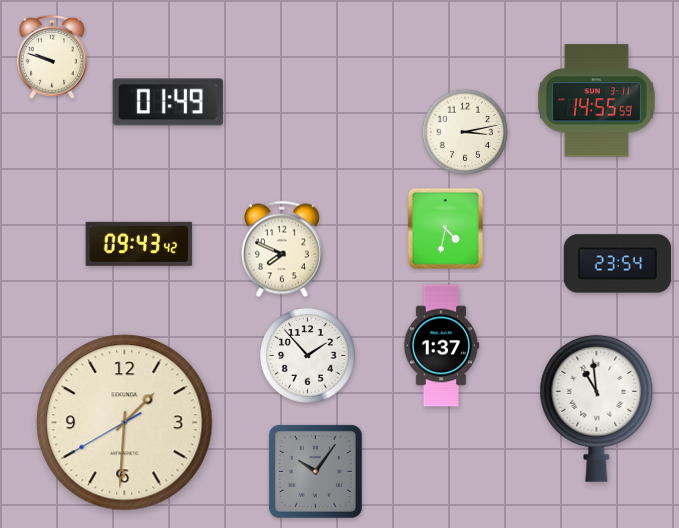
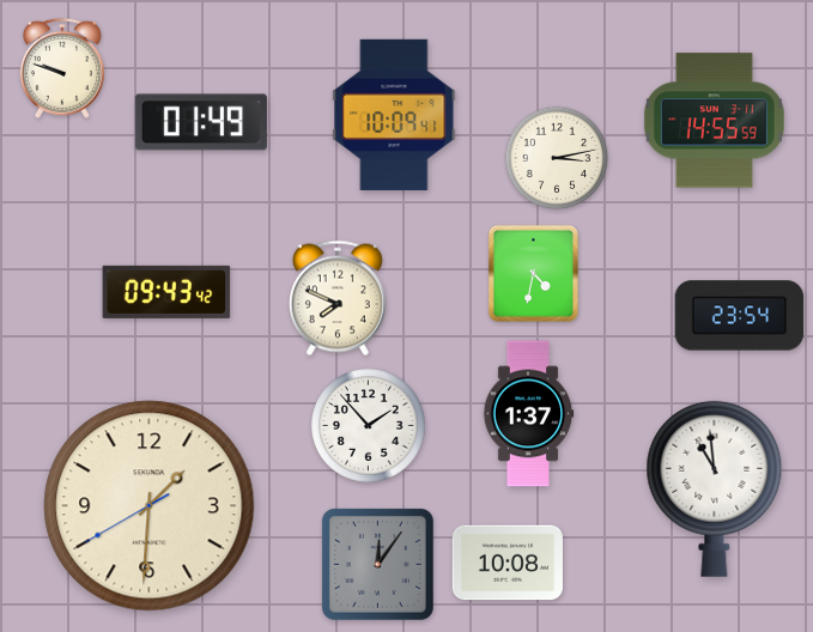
clock at (394, 115): none -> 10:09
clock at (508, 563): none -> 10:08
clock at (315, 471): 10:06 -> 12:06
